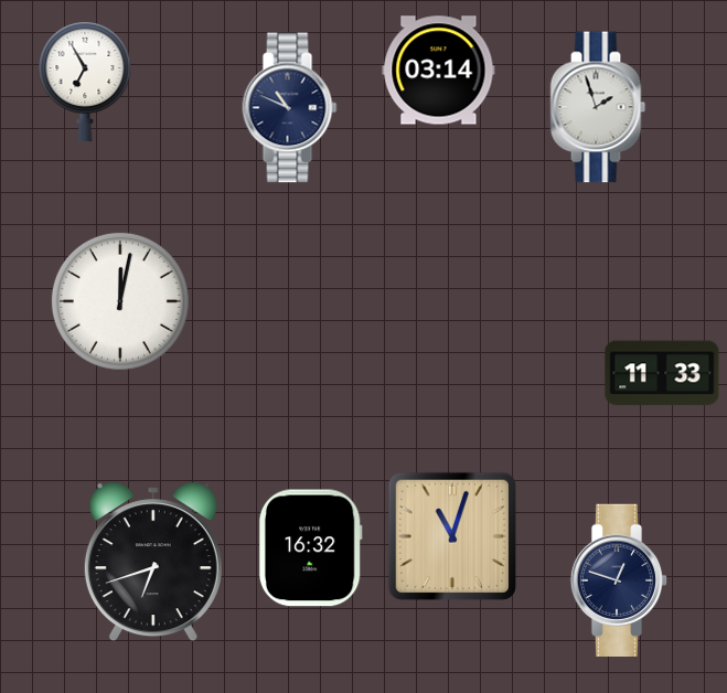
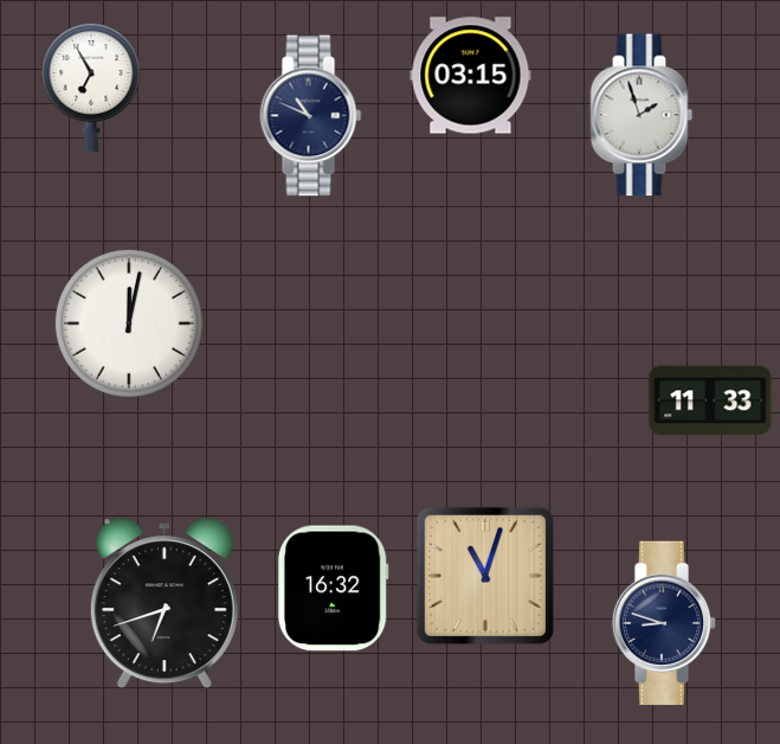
clock at (439, 71): 03:14 -> 03:15
clock at (619, 579): 12:48 -> 8:48
